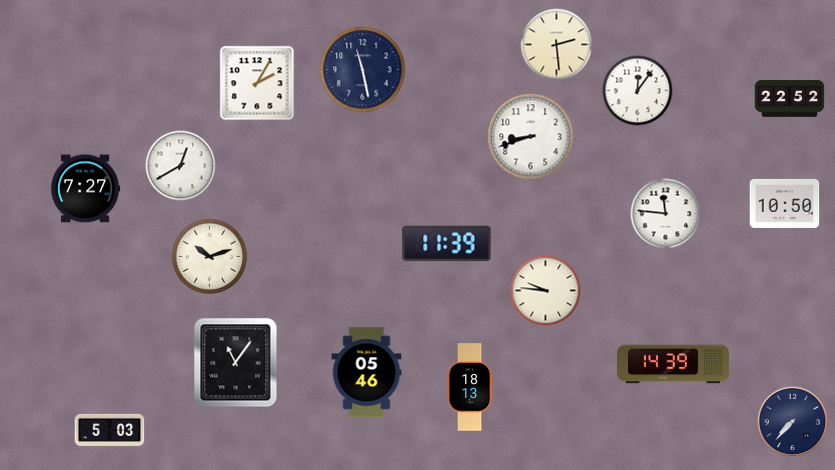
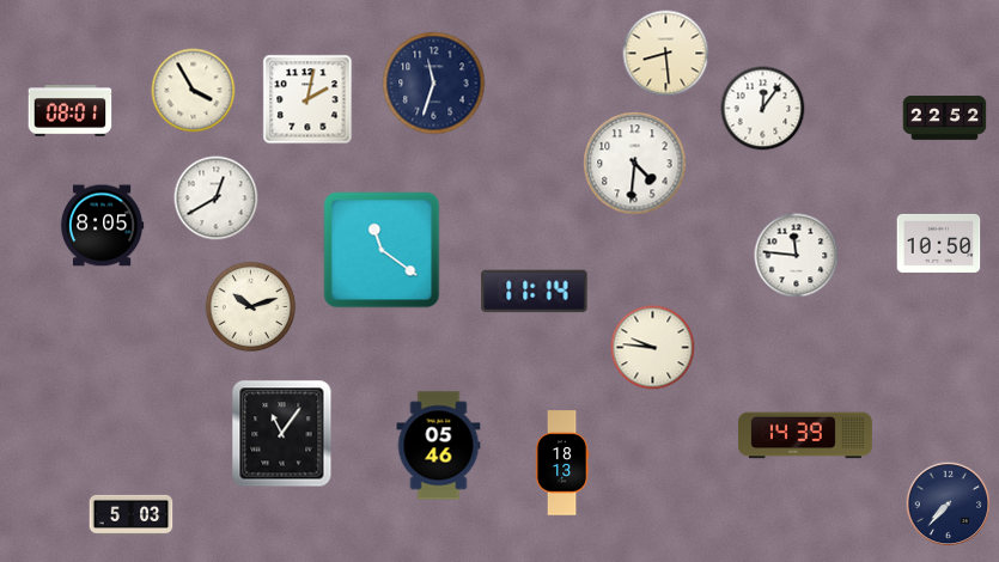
clock at (557, 45): 2:29 -> 8:29
clock at (363, 70): 11:28 -> 11:33
clock at (194, 91): none -> 3:55
clock at (257, 83): 2:05 -> 2:02
clock at (71, 111): none -> 08:01
clock at (531, 137): 8:42 -> 4:31
clock at (85, 189): 7:27 -> 8:05
clock at (382, 250): none -> 11:21
clock at (447, 244): 11:39 -> 11:14
